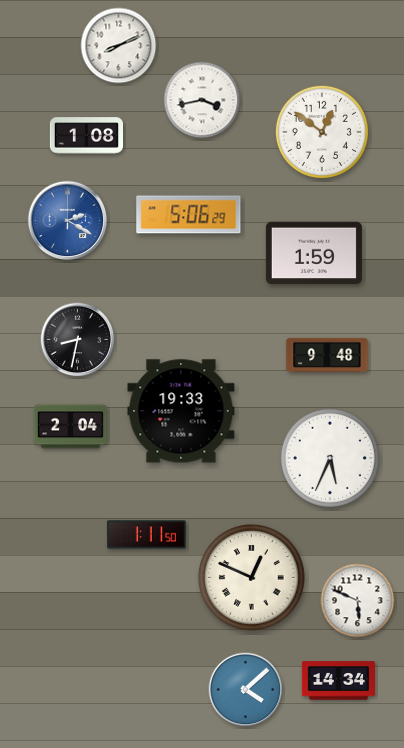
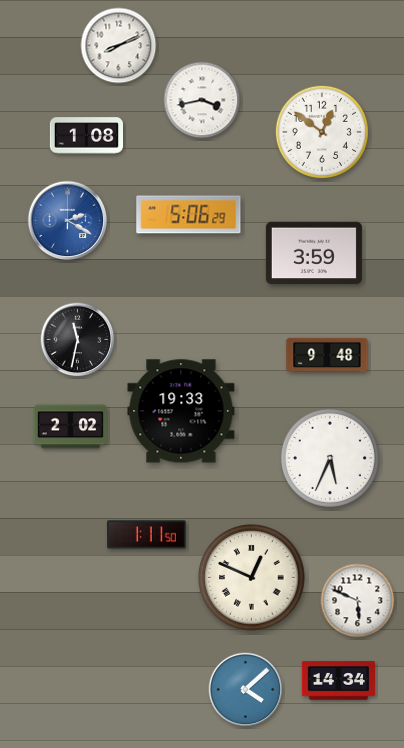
clock at (314, 253): 1:59 -> 3:59
clock at (78, 340): 8:32 -> 11:32
clock at (70, 427): 2:04 -> 2:02
